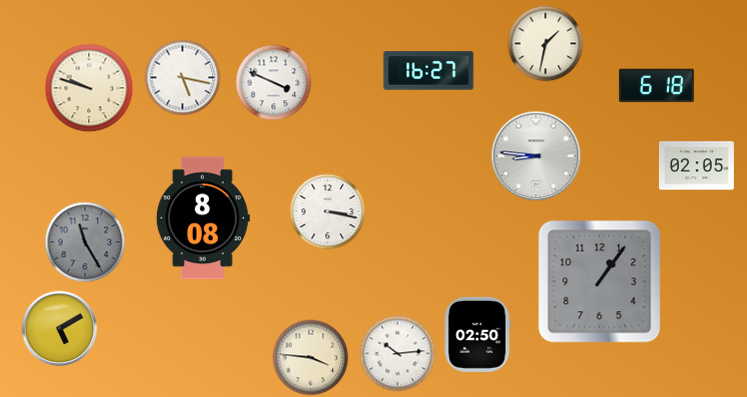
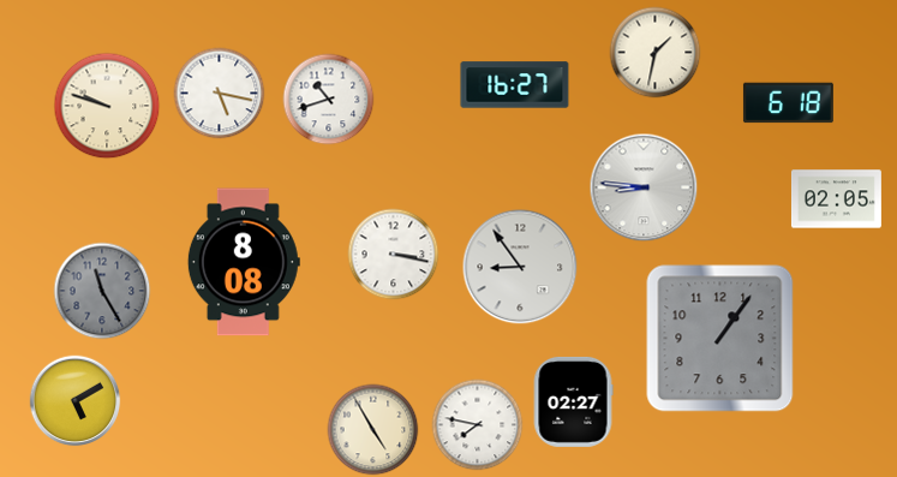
clock at (274, 83): 3:49 -> 10:42
clock at (520, 267): none -> 8:54
clock at (60, 329) position: (60, 329) -> (76, 401)
clock at (477, 334): 02:50 -> 02:27
clock at (398, 354): 10:14 -> 7:47
clock at (311, 358): 3:46 -> 4:55
